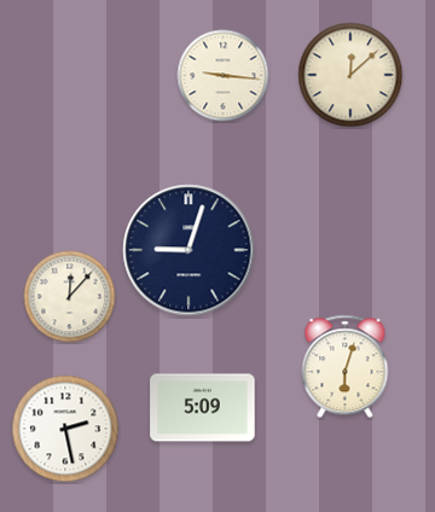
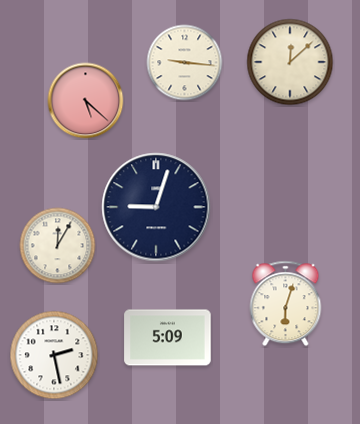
clock at (86, 101): none -> 5:22
clock at (70, 297): 12:07 -> 12:05
